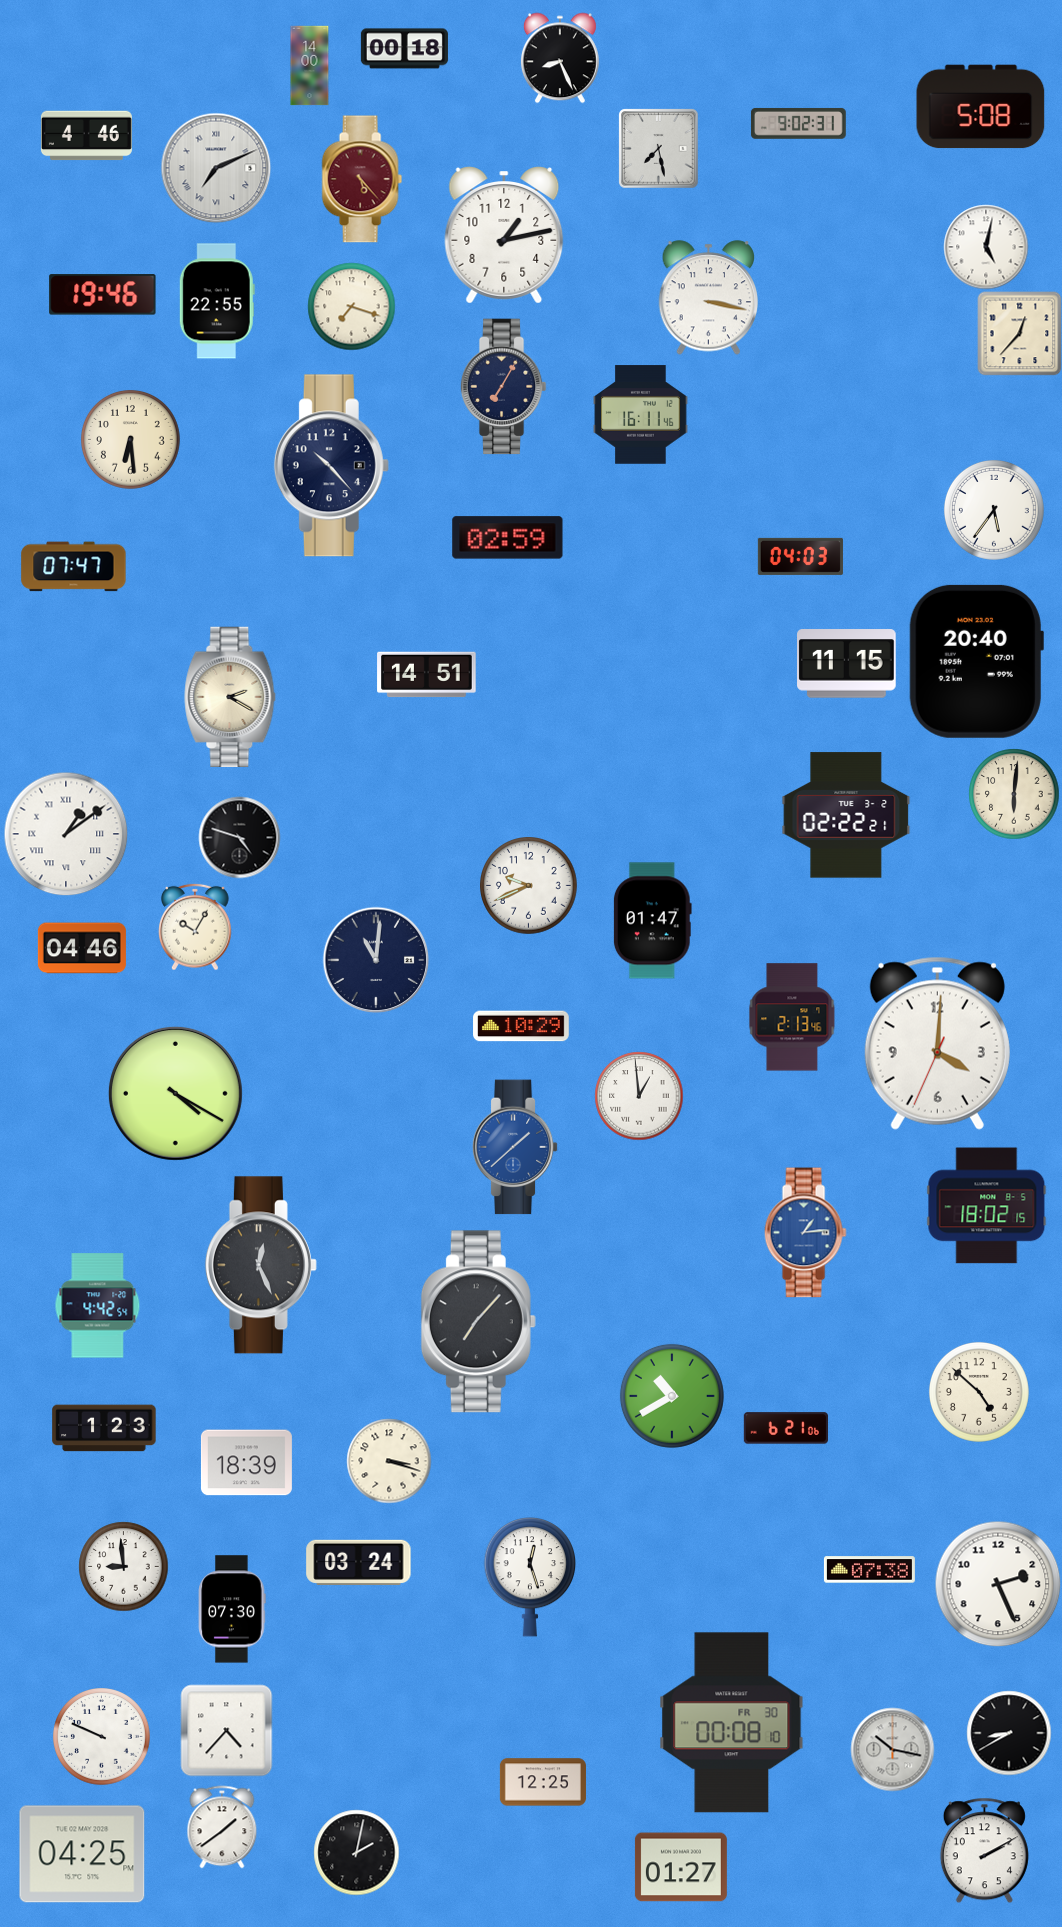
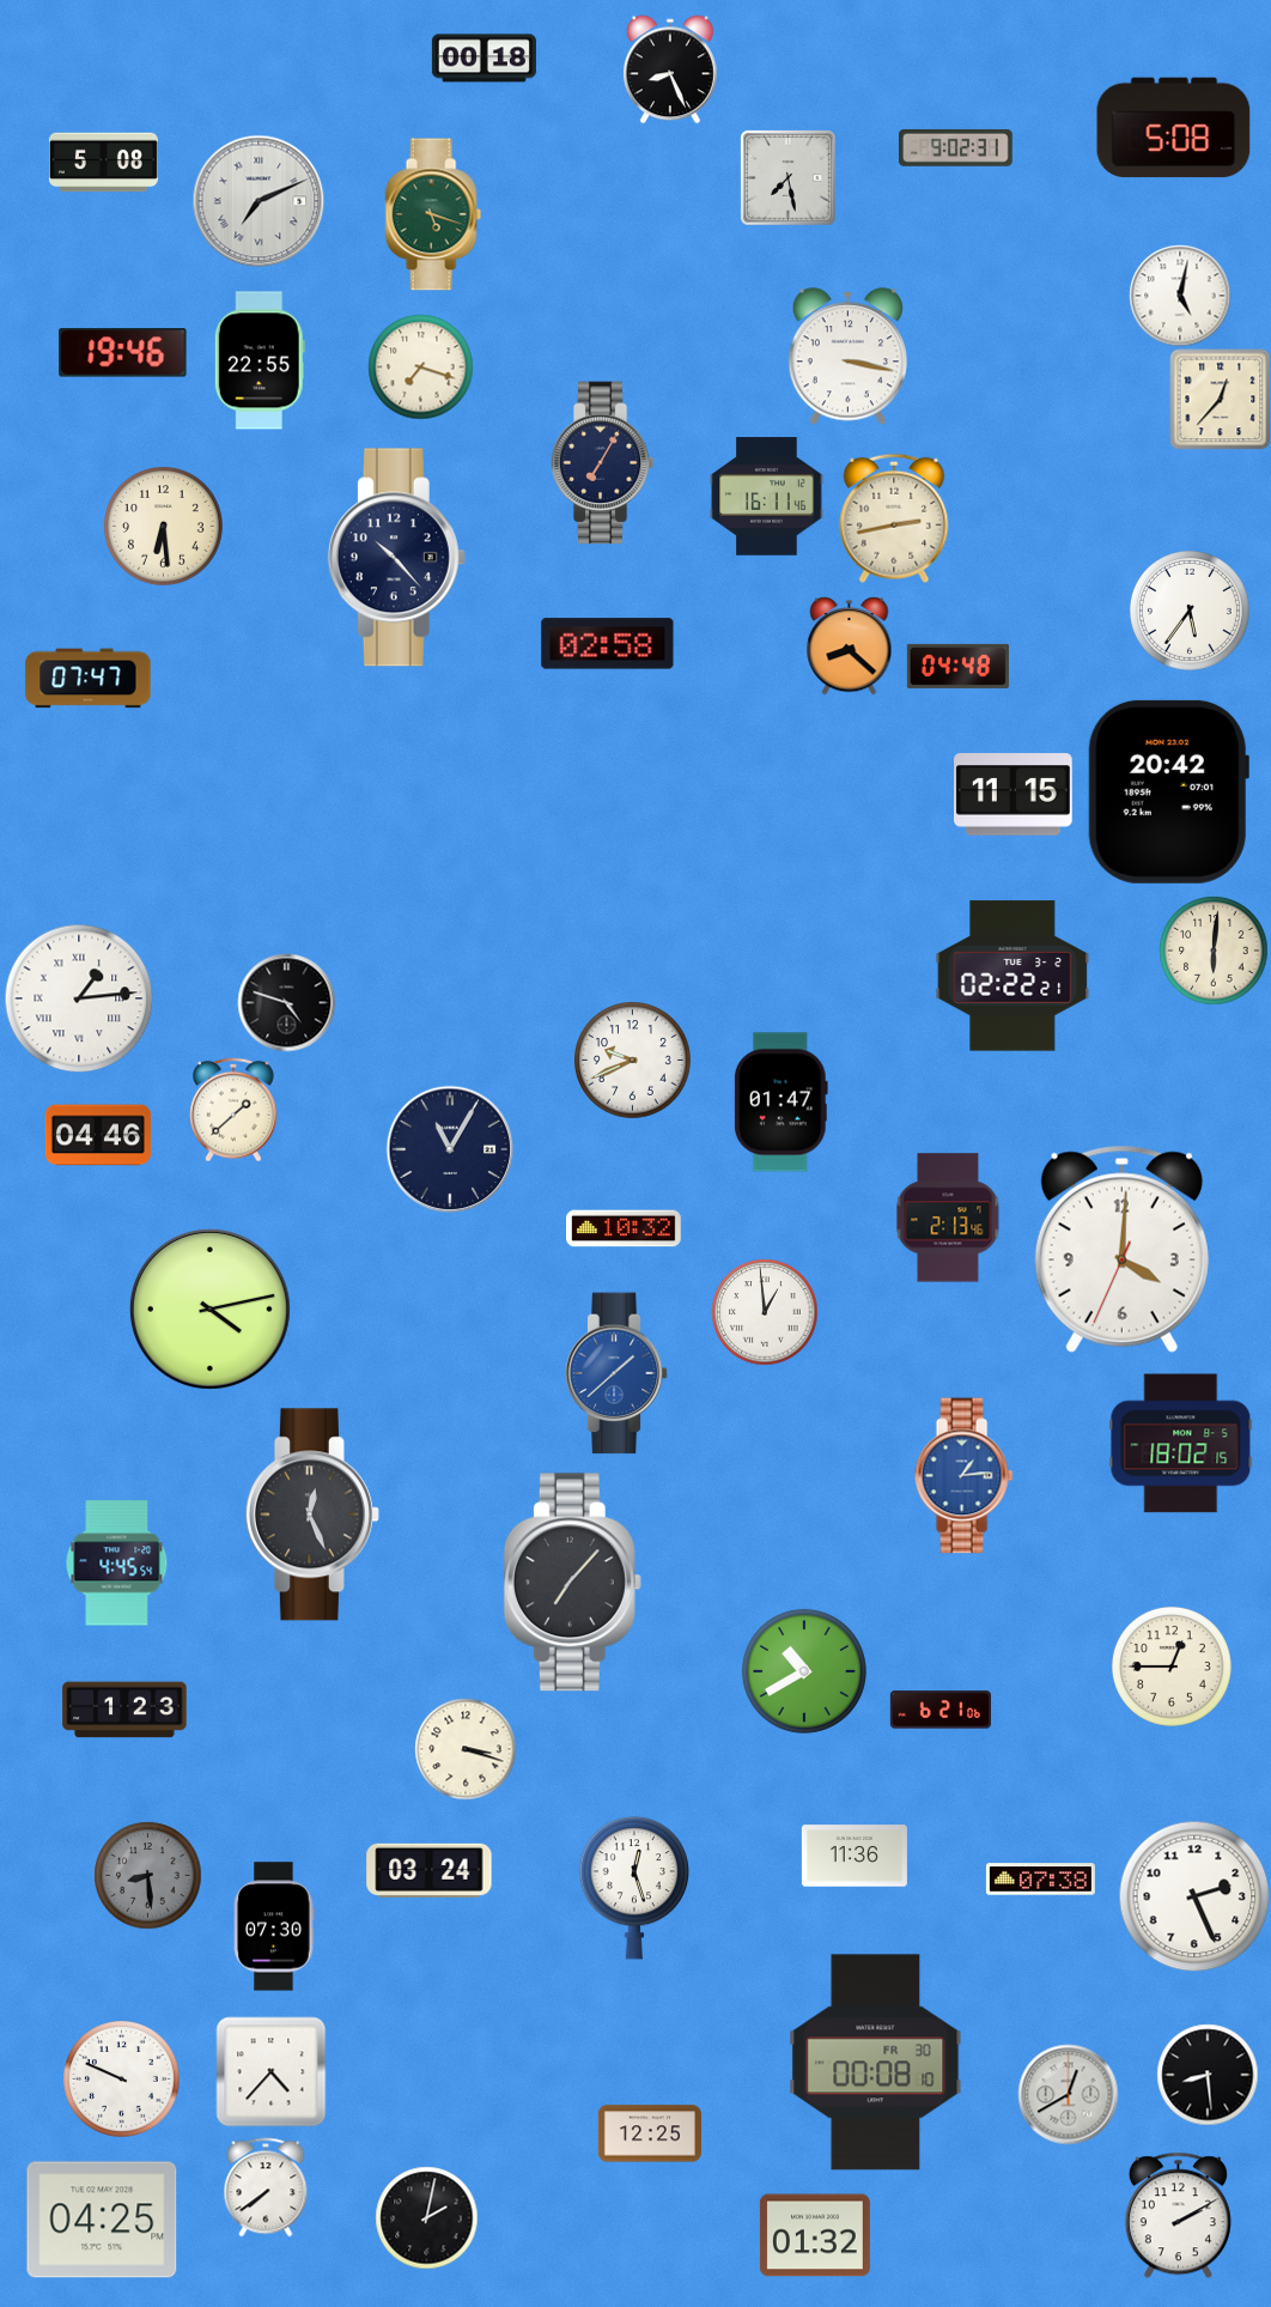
clock at (310, 65): 14:00 -> none
clock at (86, 136): 4:46 -> 5:08
clock at (362, 179): 5:23 -> 5:18
clock at (362, 179) dial: burgundy -> green
clock at (504, 235): 1:13 -> none
clock at (894, 518): none -> 2:43
clock at (131, 440) position: (131, 440) -> (164, 527)
clock at (508, 538): 02:59 -> 02:58
clock at (850, 645): none -> 8:22
clock at (800, 556): 04:03 -> 04:48
clock at (976, 661): 20:40 -> 20:42
clock at (427, 675): 14:51 -> none
clock at (230, 696): 2:20 -> none
clock at (66, 834): 1:09 -> 1:14
clock at (196, 927): 10:05 -> 1:38
clock at (376, 960): 11:01 -> 11:05
clock at (521, 1026): 10:29 -> 10:32
clock at (175, 1093): 4:20 -> 4:13
clock at (98, 1306): 4:42 -> 4:45
clock at (979, 1392): 4:52 -> 12:45
clock at (246, 1463): 18:39 -> none
clock at (855, 1856): none -> 11:36
clock at (123, 1566): 8:59 -> 8:29
clock at (123, 1566) dial: white -> grey
clock at (232, 1609) position: (232, 1609) -> (274, 1926)
clock at (1009, 1733): 8:40 -> 8:29
clock at (892, 1749): 10:17 -> 12:40
clock at (222, 1827): 1:39 -> 7:39
clock at (82, 1854) position: (82, 1854) -> (102, 2220)
clock at (681, 1867): 01:27 -> 01:32
